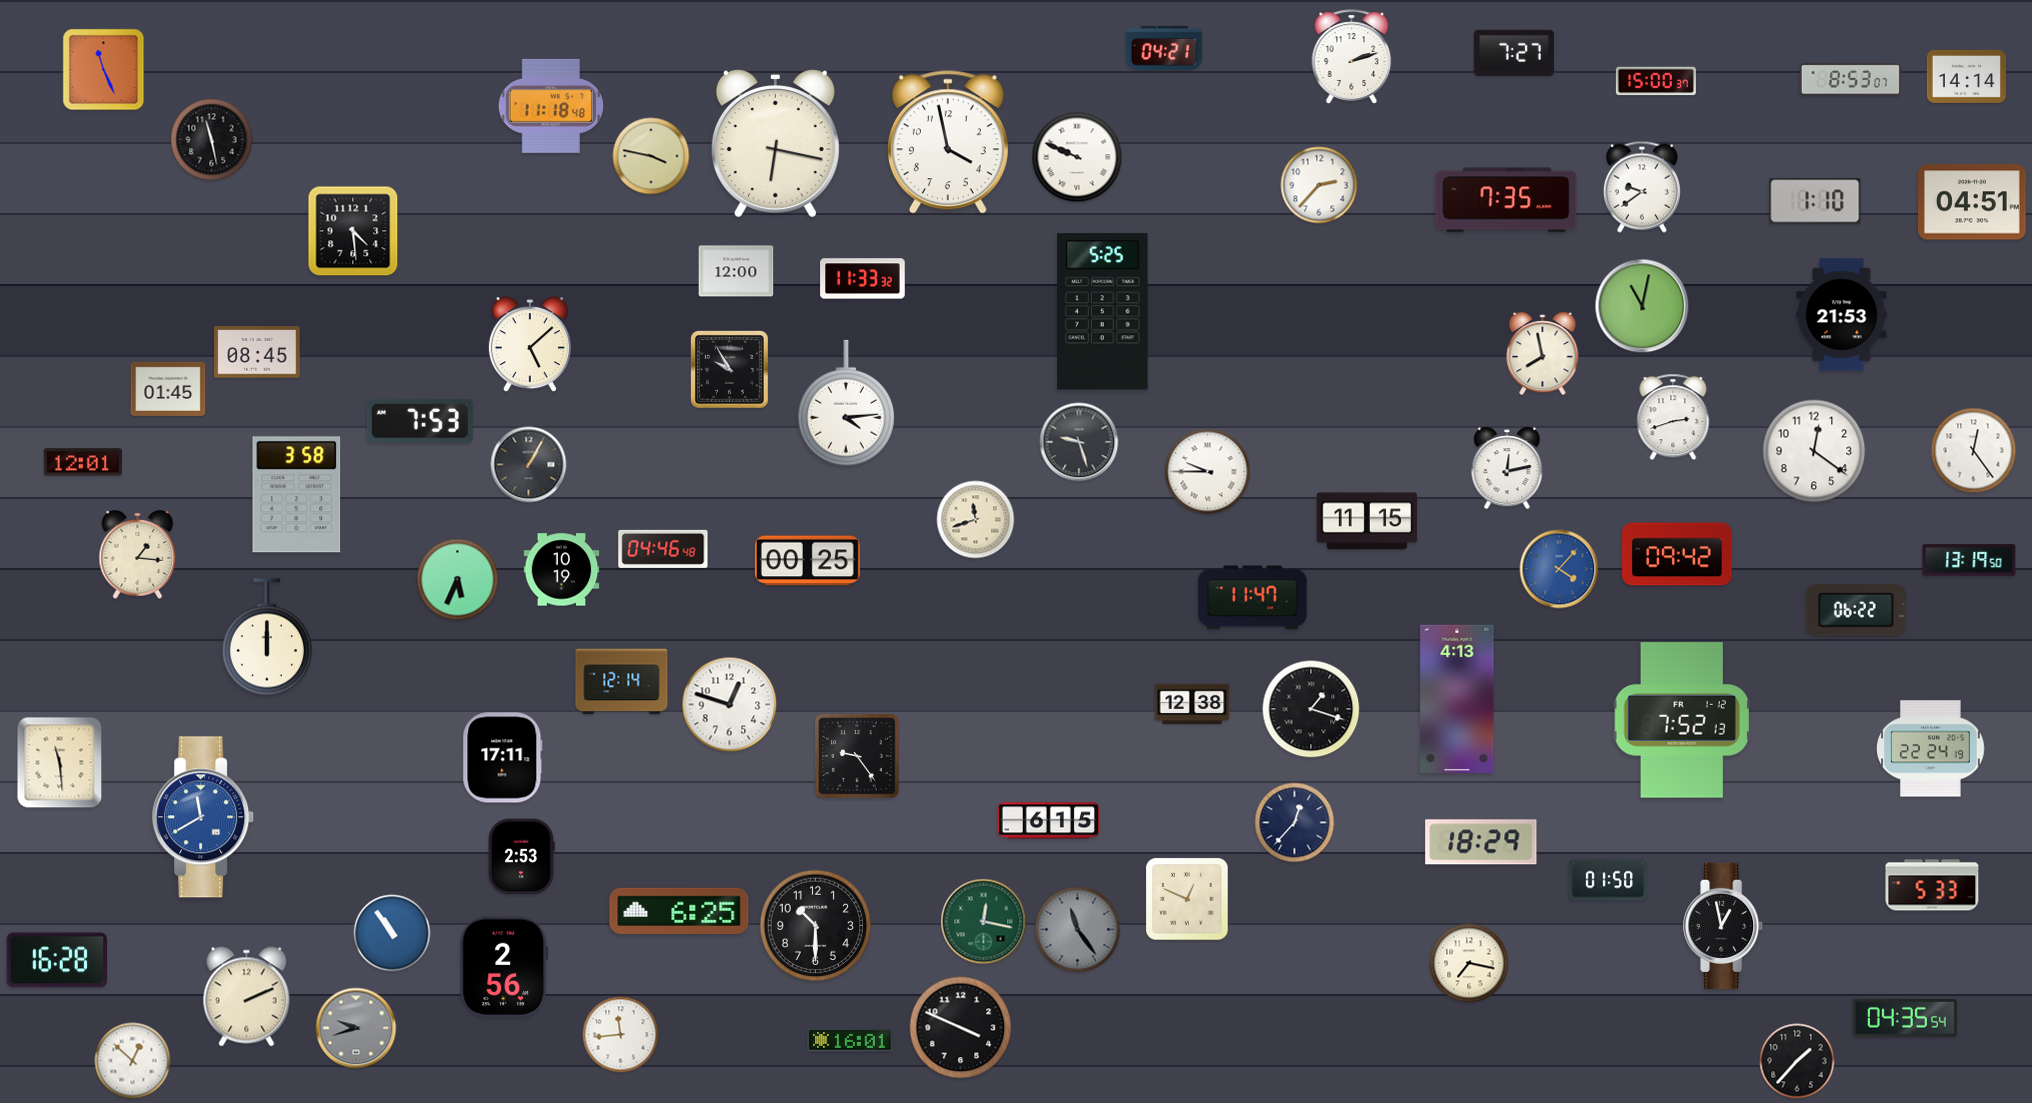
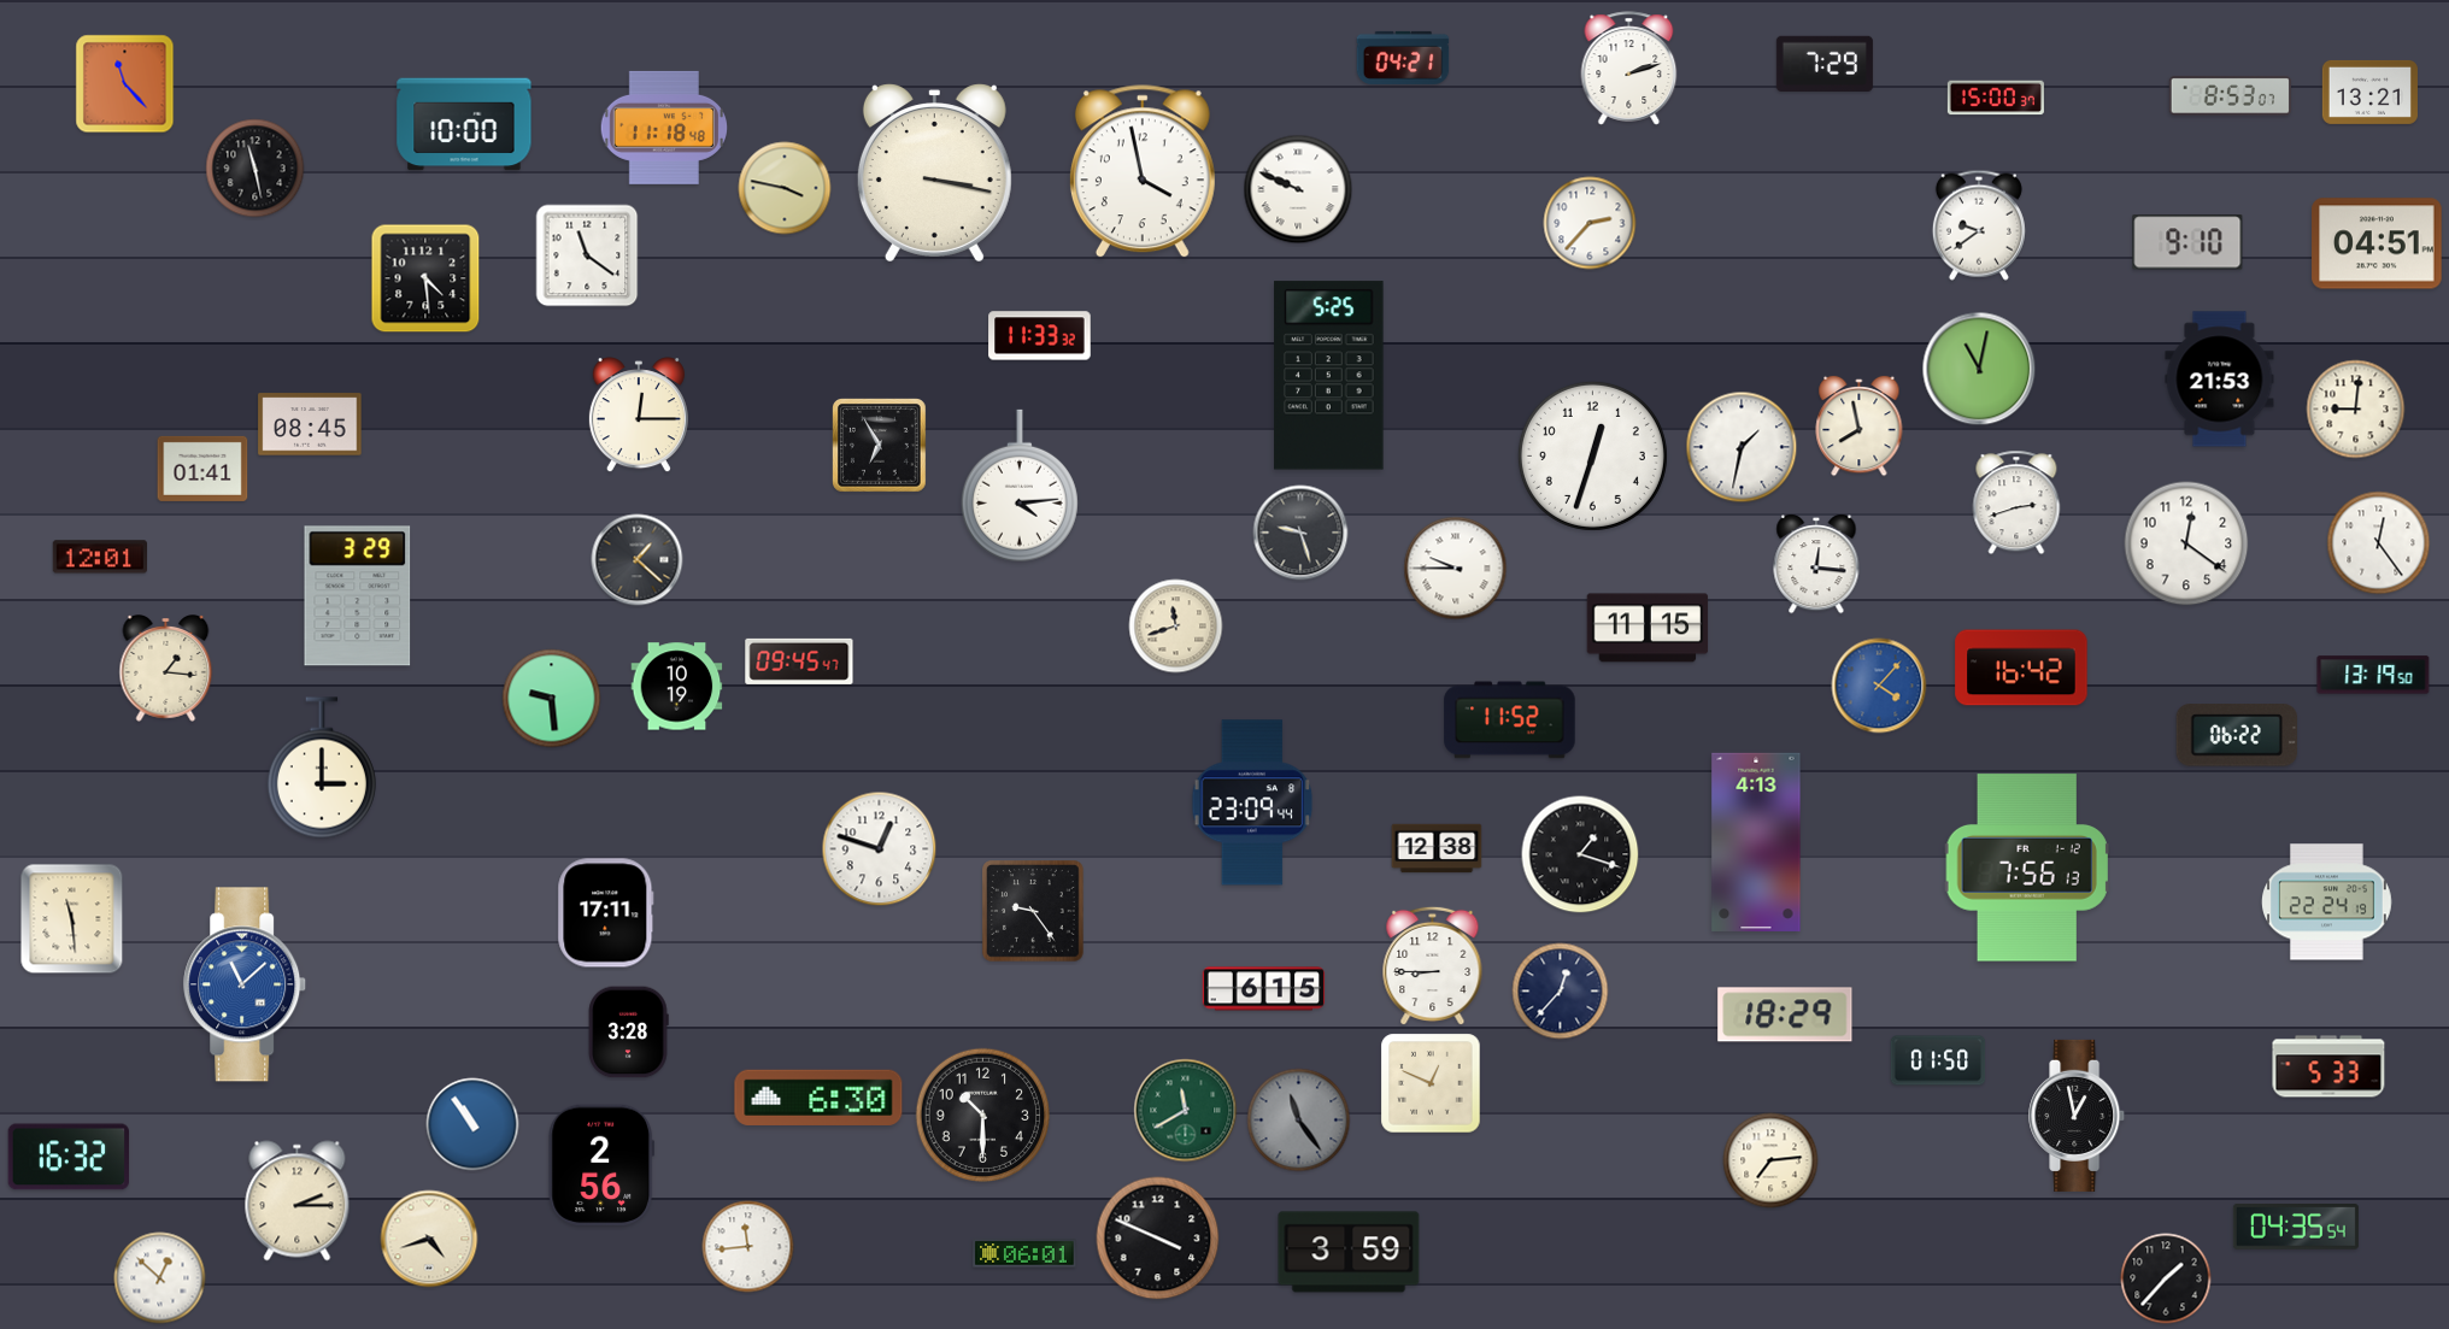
clock at (1514, 52): 7:27 -> 7:29
clock at (104, 70): 11:26 -> 11:23
clock at (1966, 76): 14:14 -> 13:21
clock at (464, 124): none -> 10:00
clock at (775, 144): 6:17 -> 3:17
clock at (1506, 200): 7:35 -> none
clock at (1815, 201): 1:10 -> 9:10
clock at (587, 255): none -> 11:21
clock at (736, 271): 12:00 -> none
clock at (2356, 410): none -> 9:01
clock at (530, 345): 5:08 -> 12:15
clock at (730, 370): 9:55 -> 6:55
clock at (1742, 447): none -> 1:32
clock at (1592, 455): none -> 12:33
clock at (168, 389): 01:45 -> 01:41
clock at (420, 421): 7:53 -> none
clock at (529, 465): 1:05 -> 1:22
clock at (1507, 468): 12:13 -> 12:16
clock at (297, 495): 3:58 -> 3:29
clock at (663, 549): 04:46 -> 09:45
clock at (1677, 554): 09:42 -> 16:42
clock at (807, 561): 00:25 -> none
clock at (458, 580): 5:34 -> 9:29
clock at (1253, 598): 11:47 -> 11:52
clock at (267, 637): 12:00 -> 3:00
clock at (1252, 802): none -> 23:09
clock at (622, 682): 12:14 -> none
clock at (1682, 720): 7:52 -> 7:56
clock at (1433, 966): none -> 8:45
clock at (204, 817): 11:40 -> 11:08
clock at (521, 857): 2:53 -> 3:28
clock at (679, 911): 6:25 -> 6:30
clock at (984, 922): 12:17 -> 11:40
clock at (56, 960): 16:28 -> 16:32
clock at (1469, 963): 7:17 -> 7:14
clock at (504, 967) position: (504, 967) -> (601, 1165)
clock at (247, 997): 2:11 -> 2:15
clock at (356, 1028): 9:42 -> 4:42
clock at (356, 1028) dial: grey -> cream
clock at (1349, 1252): none -> 3:59
clock at (850, 1040): 16:01 -> 06:01
